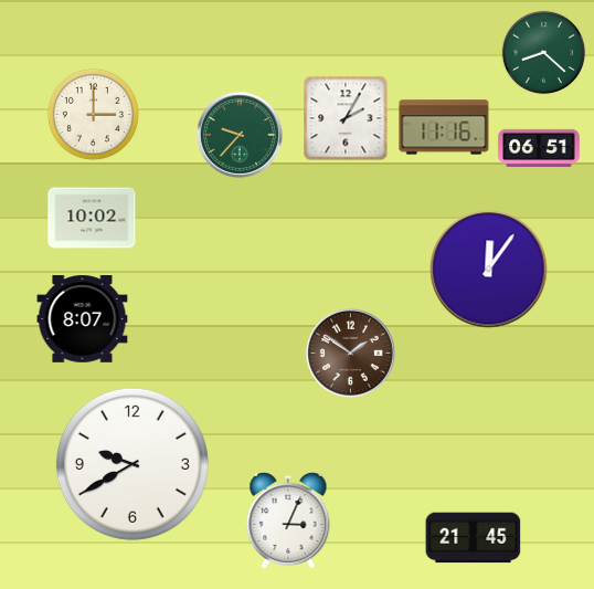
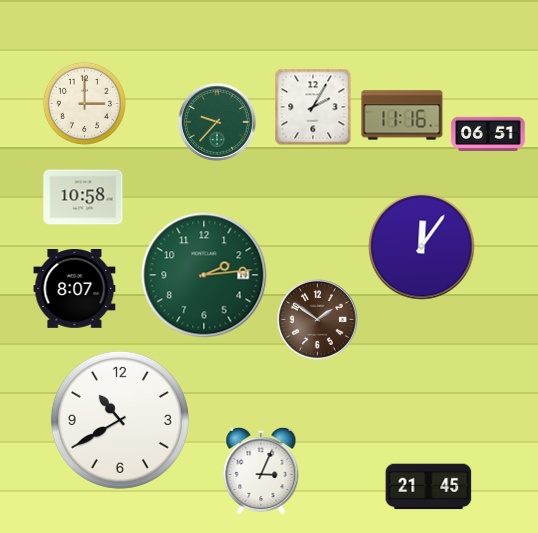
clock at (544, 53): 8:22 -> none
clock at (92, 218): 10:02 -> 10:58
clock at (489, 270) position: (489, 270) -> (422, 247)
clock at (204, 275): none -> 2:14
clock at (132, 464): 9:40 -> 10:40
